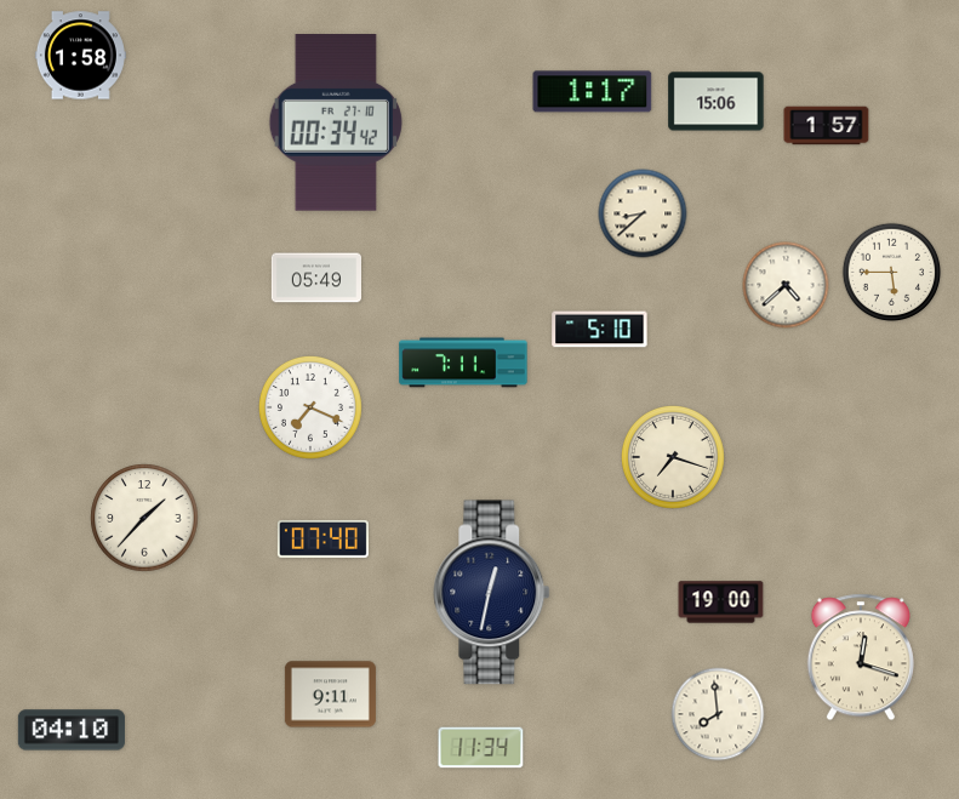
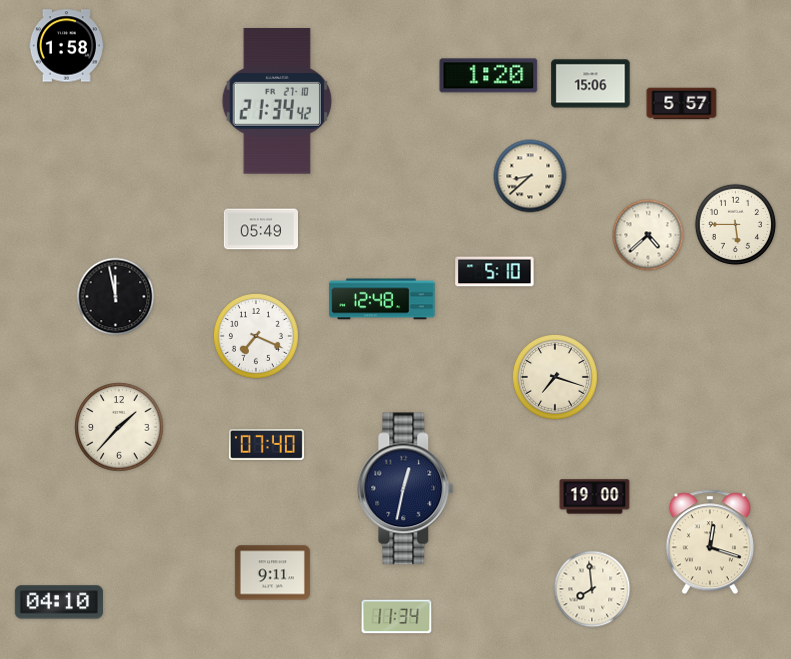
clock at (593, 92): 1:17 -> 1:20
clock at (335, 124): 00:34 -> 21:34
clock at (827, 126): 1:57 -> 5:57
clock at (116, 297): none -> 11:58
clock at (463, 363): 7:11 -> 12:48
